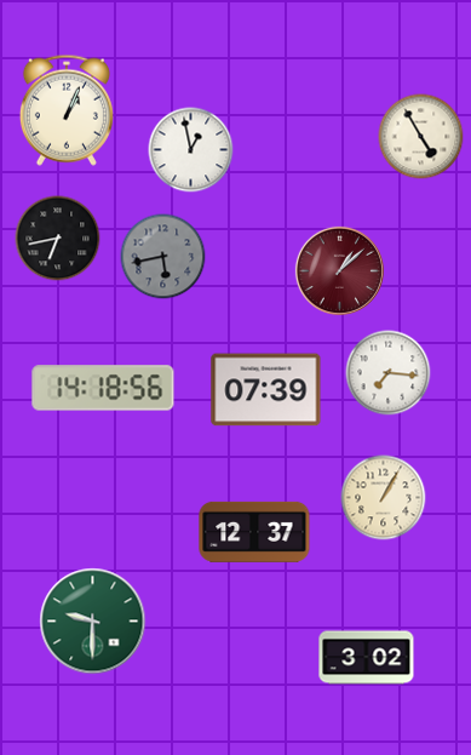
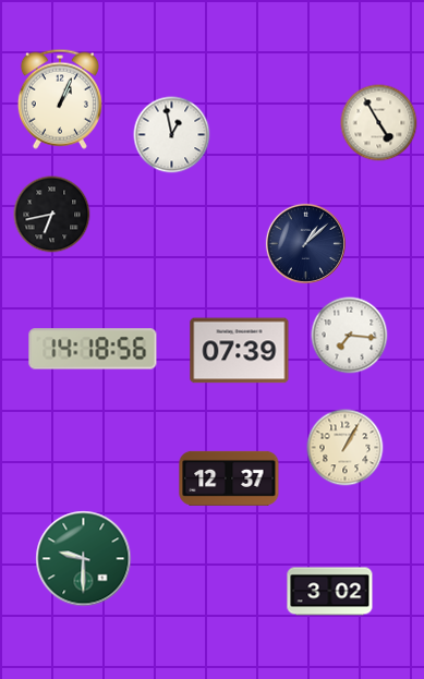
clock at (163, 257): 5:43 -> none
clock at (339, 270) dial: burgundy -> navy
